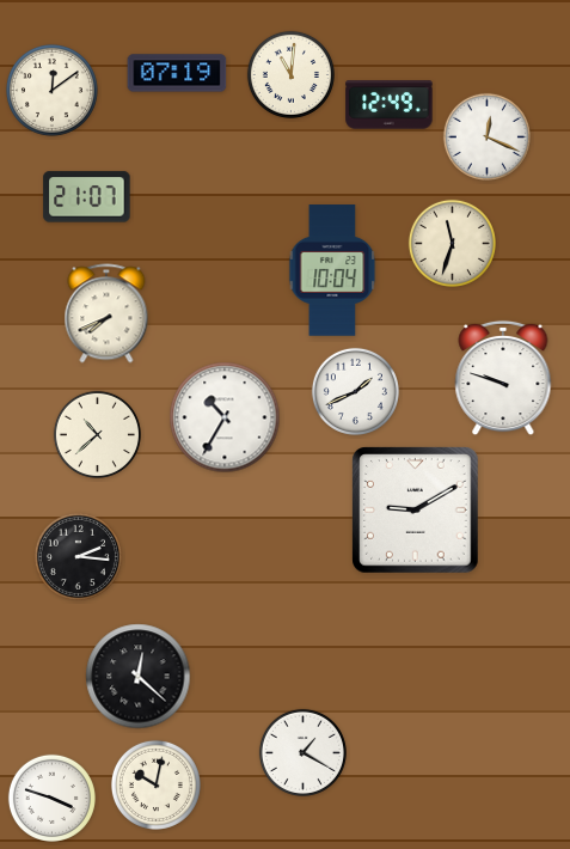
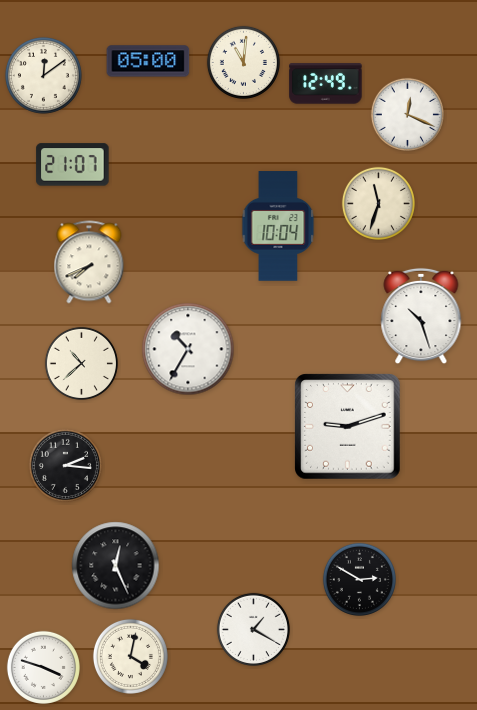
clock at (177, 73): 07:19 -> 05:00
clock at (390, 105) position: (390, 105) -> (326, 84)
clock at (503, 378): 9:48 -> 10:27
clock at (355, 391): 1:41 -> none
clock at (416, 511): 9:10 -> 9:12
clock at (139, 677): 12:22 -> 12:26
clock at (359, 579): none -> 2:50
clock at (155, 784): 10:02 -> 4:02
